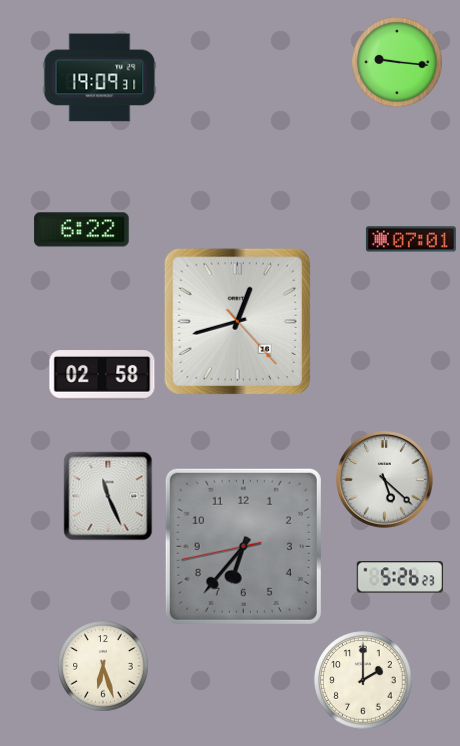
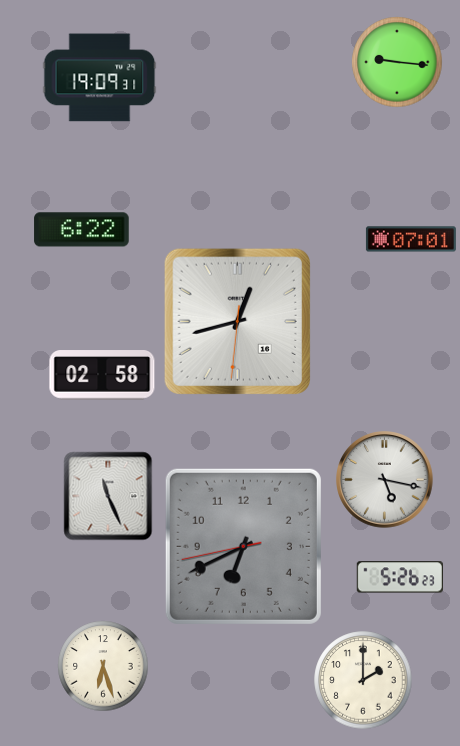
clock at (237, 321): 12:42:23 -> 12:42:31
clock at (385, 480): 5:22 -> 5:17
clock at (243, 546): 6:36 -> 6:40
